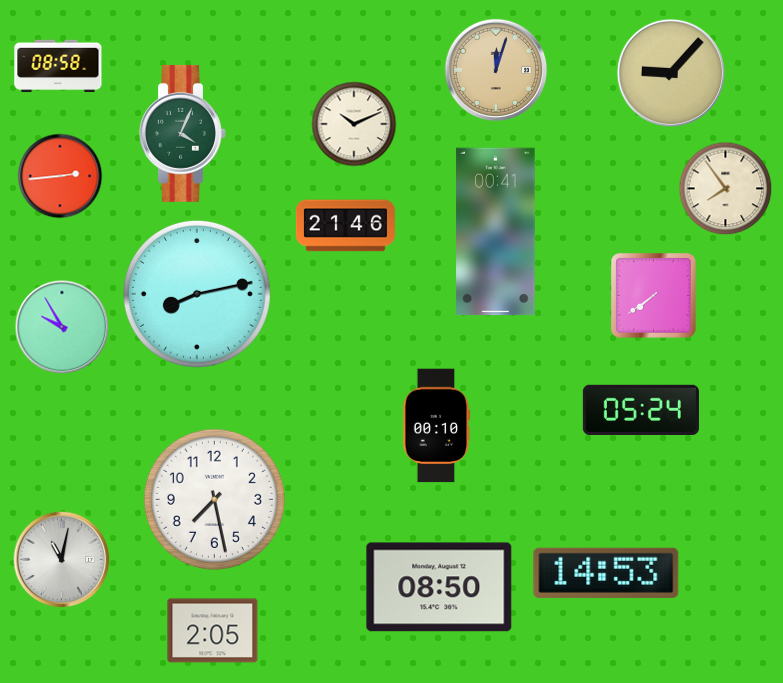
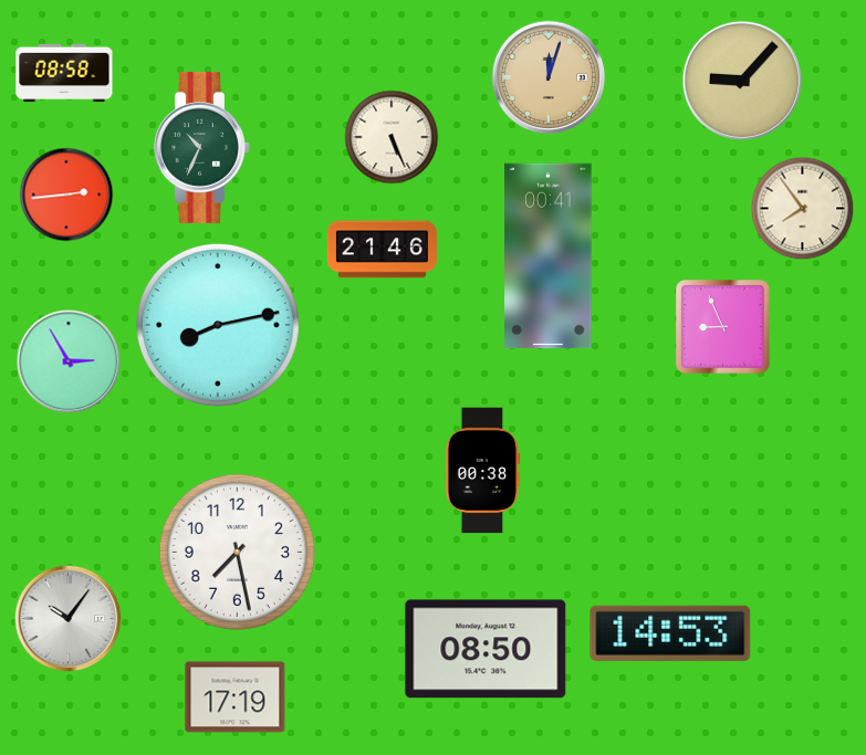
clock at (354, 124): 10:11 -> 5:26
clock at (183, 133): 4:04 -> 10:34
clock at (654, 296): 7:39 -> 8:56
clock at (62, 327): 9:55 -> 2:55
clock at (641, 409): 05:24 -> none
clock at (437, 426): 00:10 -> 00:38
clock at (62, 560): 11:02 -> 10:06
clock at (213, 631): 2:05 -> 17:19
